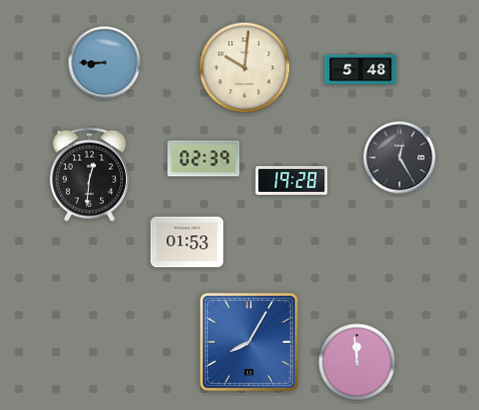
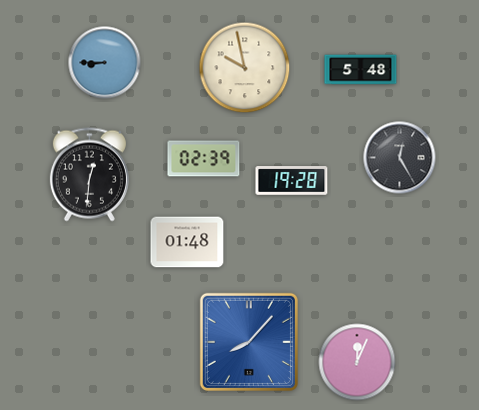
clock at (245, 68): 10:01 -> 9:58
clock at (187, 242): 01:53 -> 01:48
clock at (249, 342): 8:05 -> 8:07
clock at (357, 362): 11:59 -> 12:04
